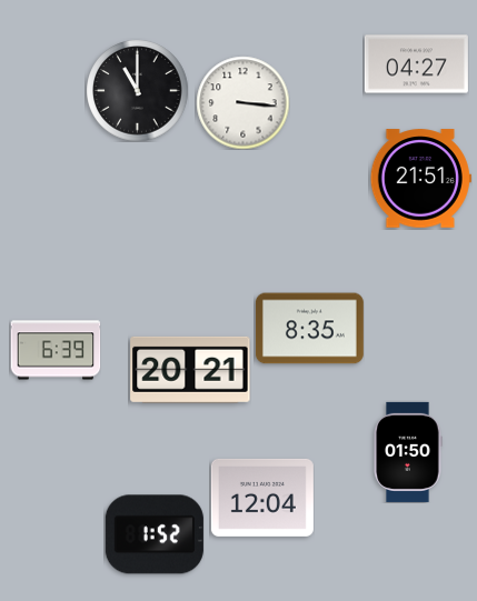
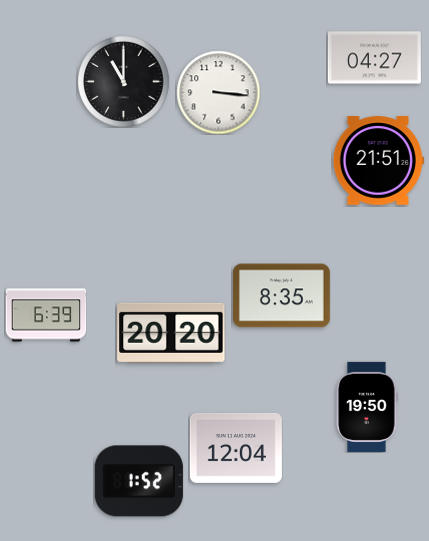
clock at (309, 329) position: (309, 329) -> (281, 296)
clock at (56, 350) position: (56, 350) -> (46, 315)
clock at (190, 370): 20:21 -> 20:20
clock at (408, 452): 01:50 -> 19:50
